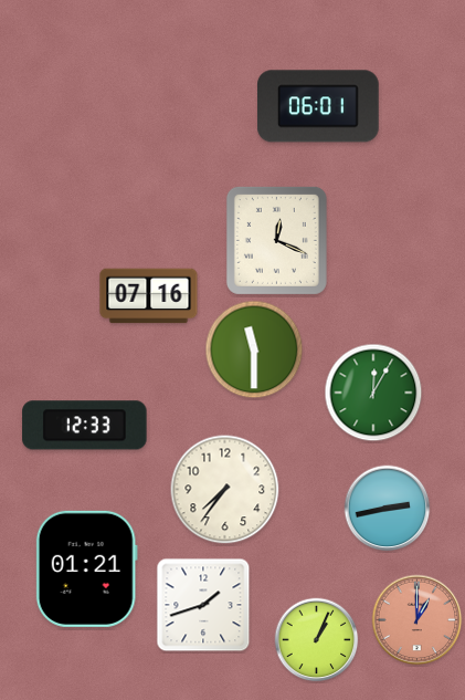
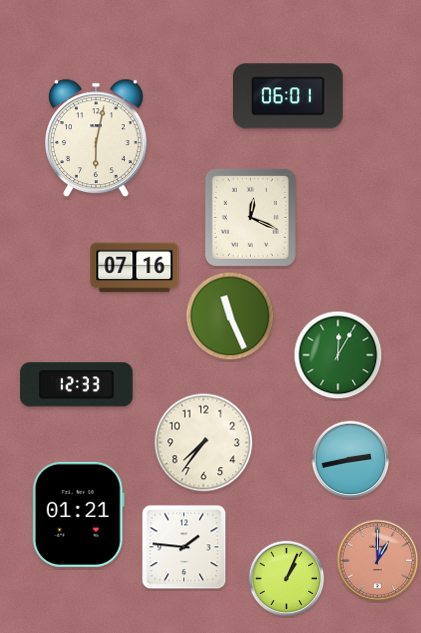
clock at (96, 137): none -> 6:02
clock at (254, 349): 11:30 -> 11:26
clock at (203, 605): 1:42 -> 1:46
